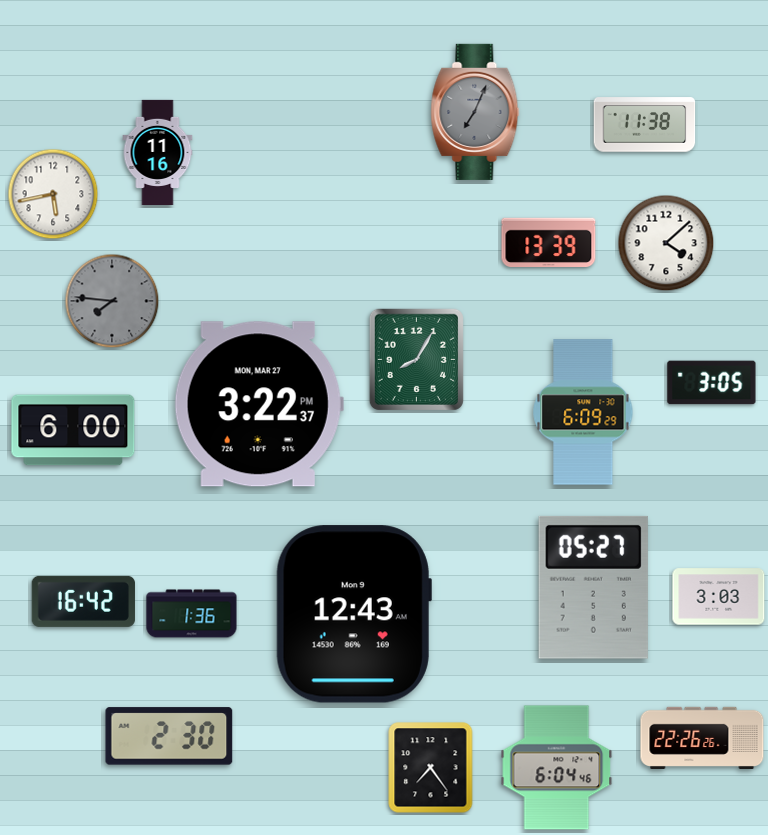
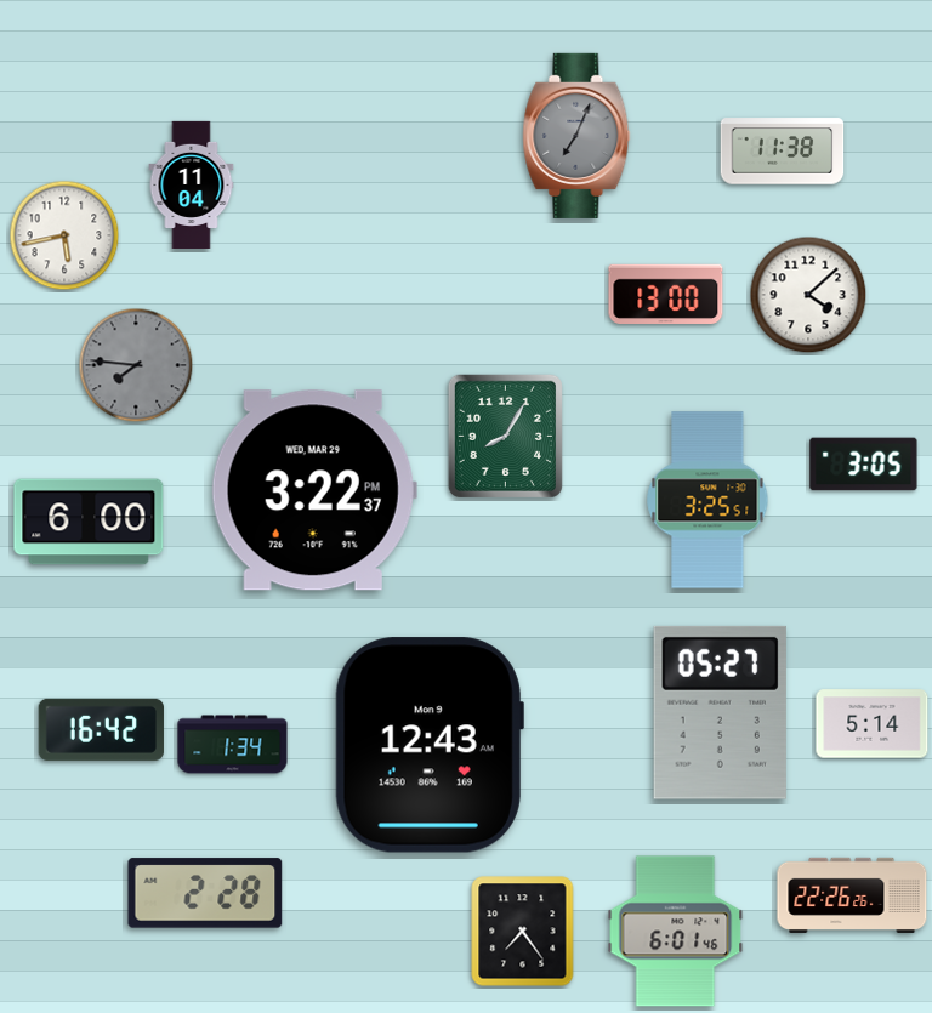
clock at (158, 152): 11:16 -> 11:04
clock at (549, 242): 13:39 -> 13:00
clock at (259, 404) date: MON, MAR 27 -> WED, MAR 29
clock at (583, 412): 6:09 -> 3:25
clock at (719, 597): 3:03 -> 5:14
clock at (192, 614): 1:36 -> 1:34
clock at (169, 736): 2:30 -> 2:28
clock at (557, 768): 6:04 -> 6:01
